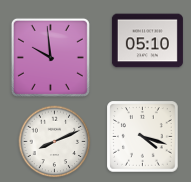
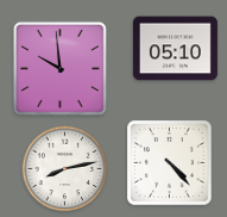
clock at (143, 137): 4:18 -> 4:23
clock at (55, 142): 8:11 -> 8:13
